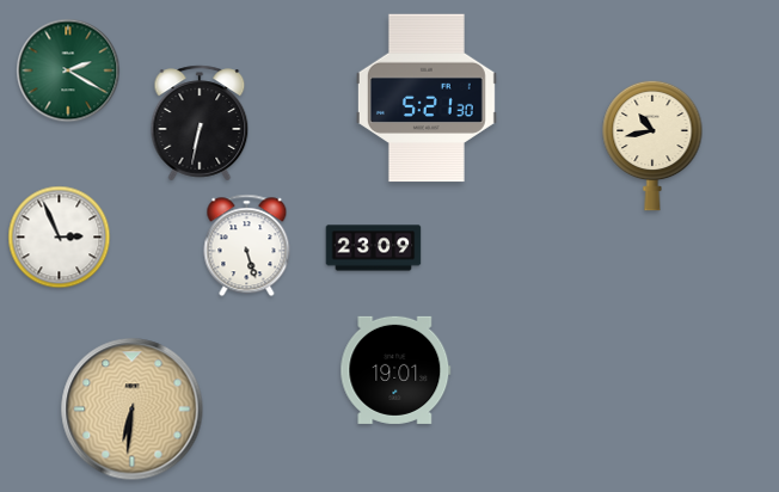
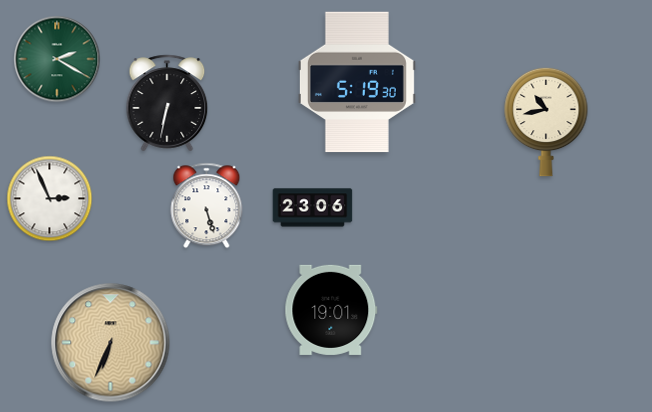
clock at (427, 98): 5:21 -> 5:19
clock at (374, 248): 23:09 -> 23:06
clock at (133, 410): 6:31 -> 6:34
